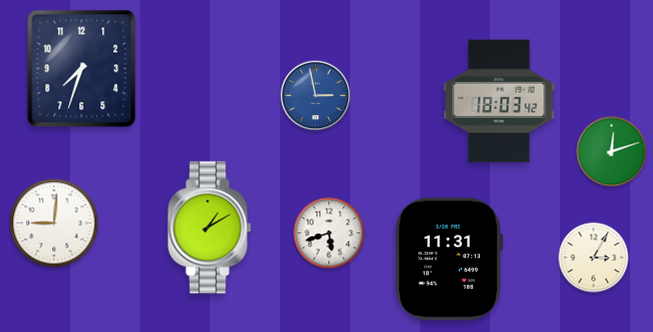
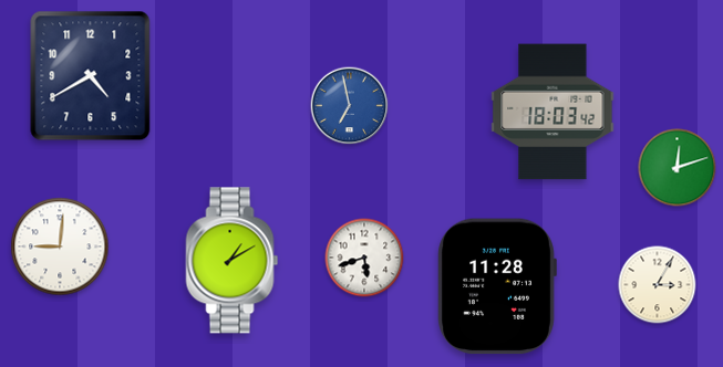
clock at (82, 69): 7:33 -> 4:40
clock at (316, 96): 2:58 -> 6:58
clock at (210, 228) position: (210, 228) -> (233, 261)
clock at (449, 259): 11:31 -> 11:28
